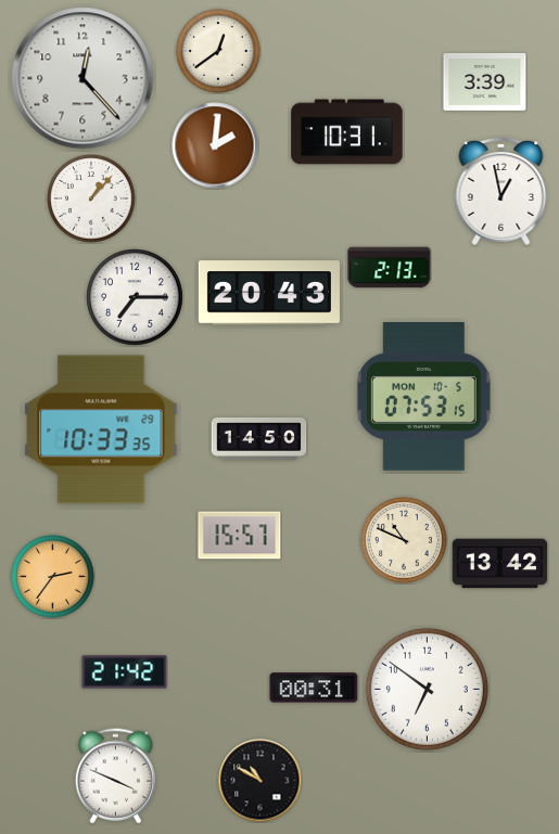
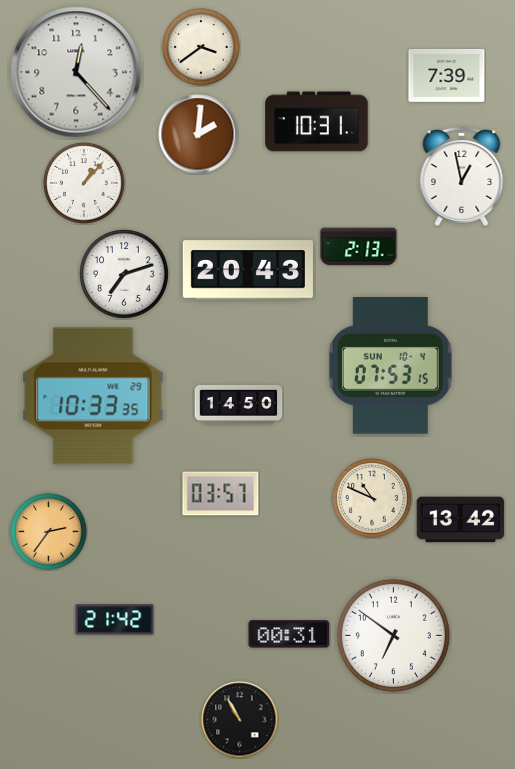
clock at (218, 51): 12:39 -> 3:39
clock at (485, 82): 3:39 -> 7:39
clock at (347, 132) position: (347, 132) -> (317, 122)
clock at (136, 298): 7:15 -> 7:12
clock at (423, 397) date: MON 10-5 -> SUN 10-4
clock at (240, 536): 15:57 -> 03:57
clock at (115, 777): 3:49 -> none
clock at (261, 781): 10:50 -> 10:55
